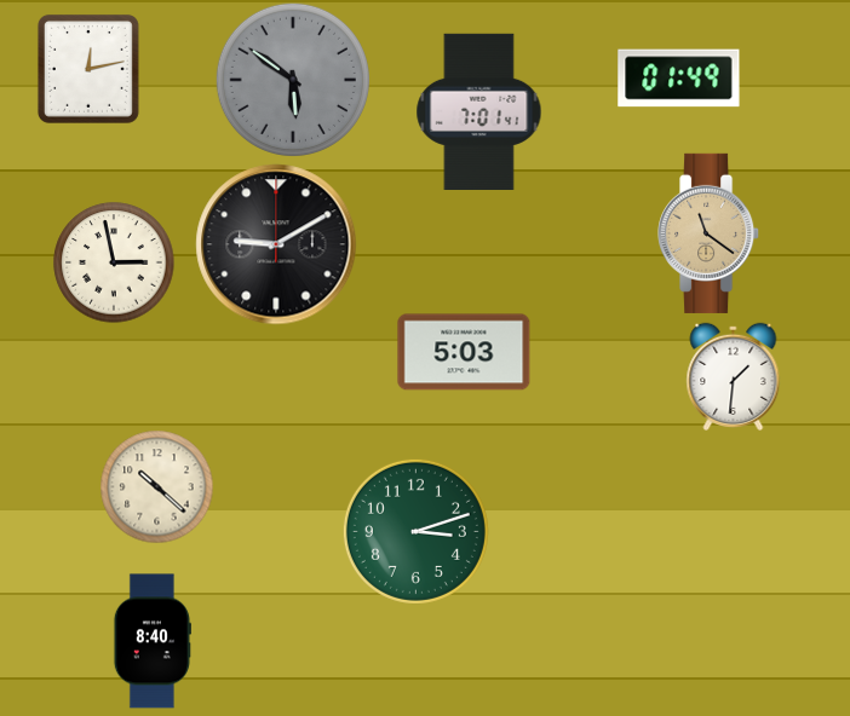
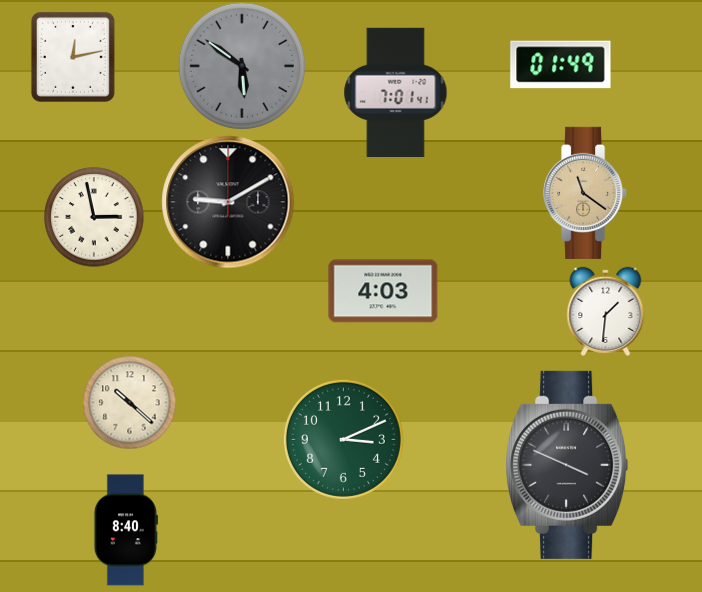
clock at (464, 352): 5:03 -> 4:03
clock at (415, 531): 3:12 -> 3:11
clock at (567, 465): none -> 3:49
